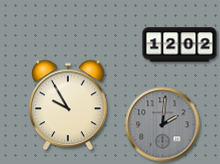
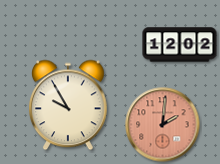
clock at (163, 125) dial: grey -> salmon
